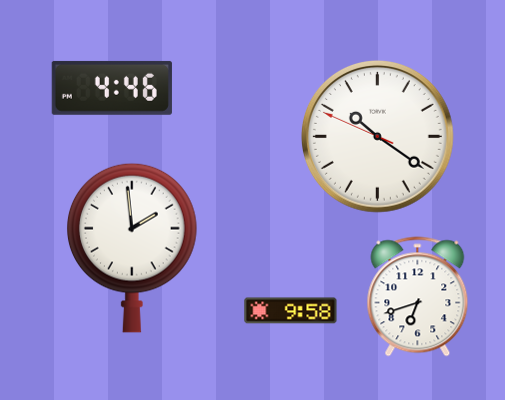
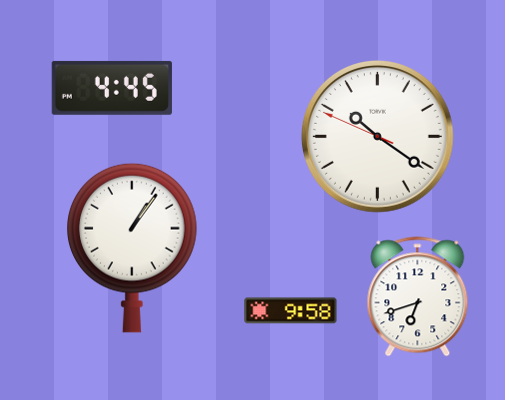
clock at (112, 88): 4:46 -> 4:45
clock at (133, 248): 1:59 -> 1:06
